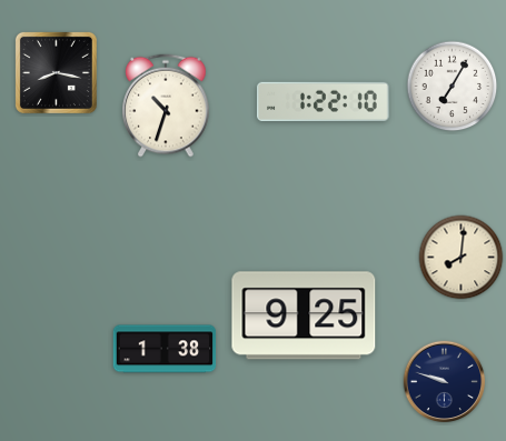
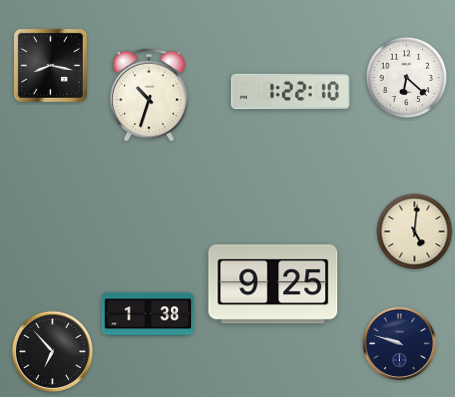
clock at (453, 87): 7:05 -> 6:22
clock at (462, 258): 8:01 -> 5:01
clock at (53, 352): none -> 6:53
